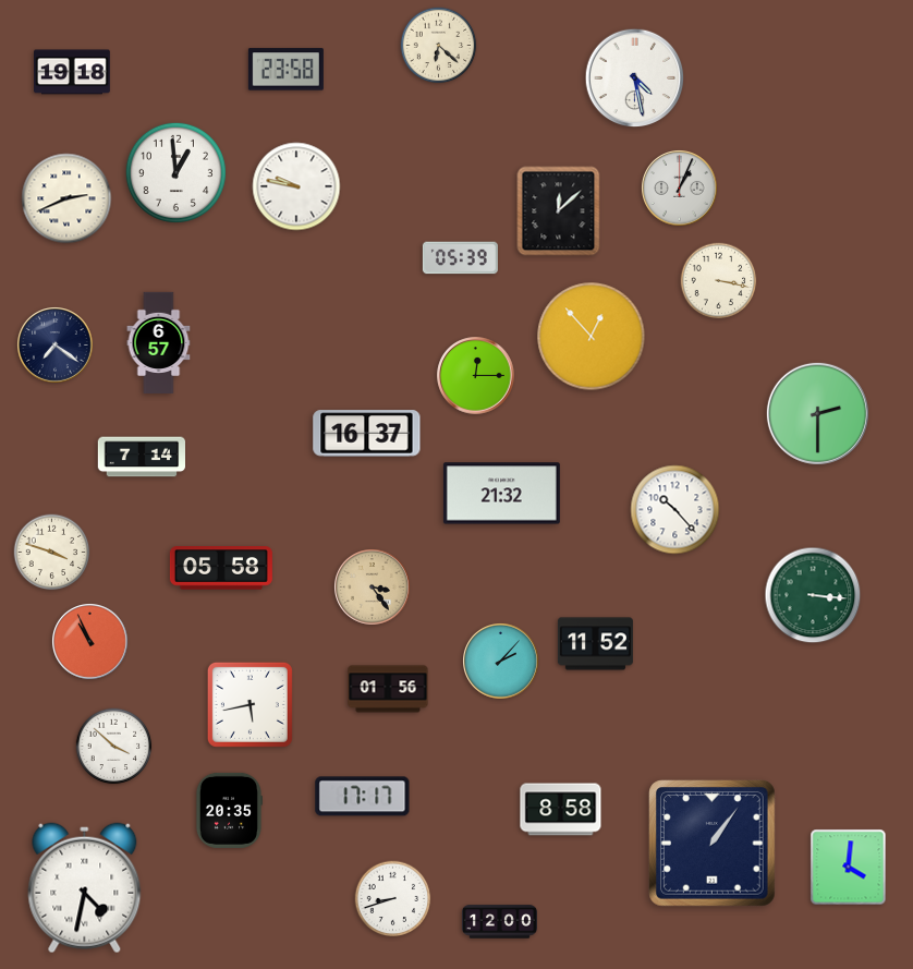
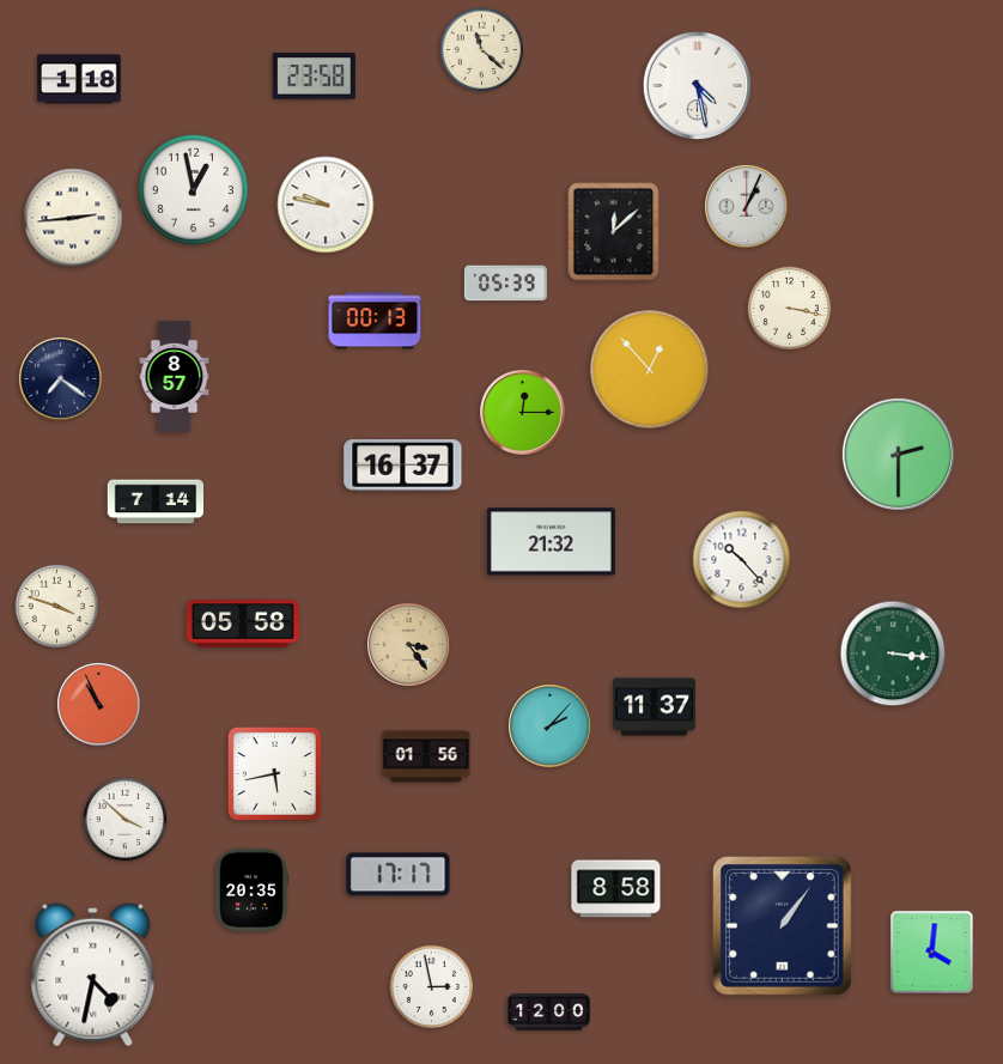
clock at (439, 46): 6:22 -> 11:22
clock at (73, 72): 19:18 -> 1:18
clock at (175, 172): 12:59 -> 12:58
clock at (66, 198): 2:41 -> 2:44
clock at (375, 321): none -> 00:13
clock at (159, 342): 6:57 -> 8:57
clock at (367, 434) position: (367, 434) -> (403, 466)
clock at (595, 644): 11:52 -> 11:37
clock at (393, 899): 8:42 -> 2:58
